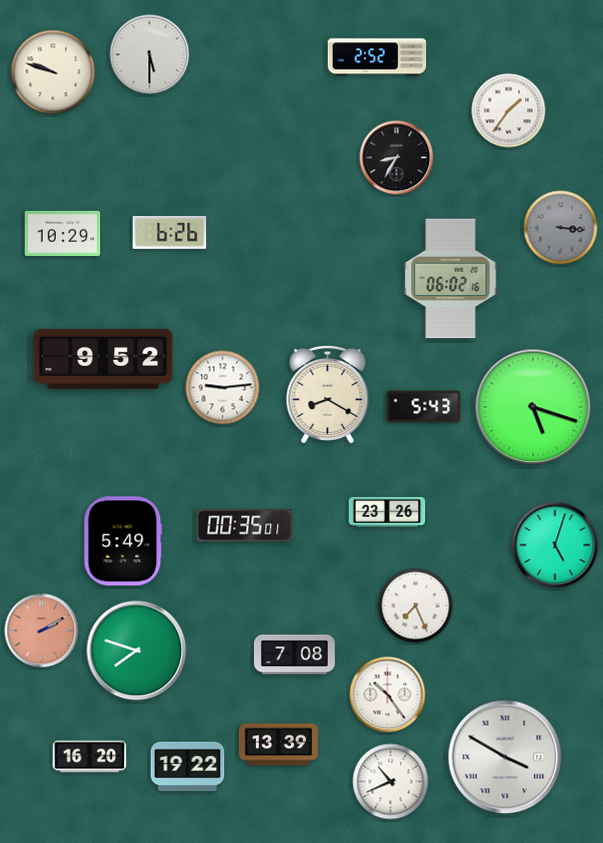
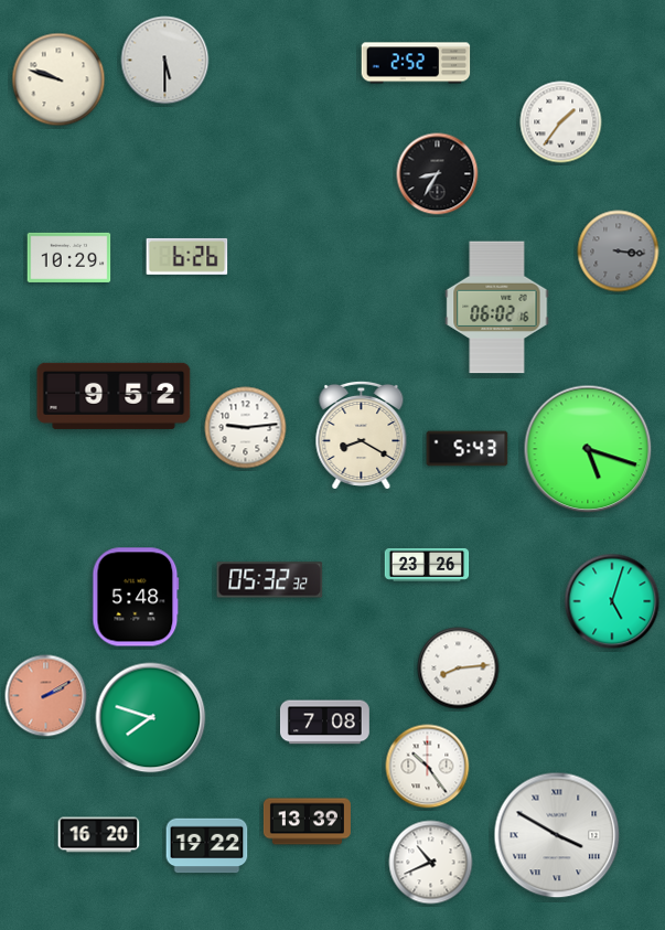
clock at (245, 526): 00:35 -> 05:32
clock at (123, 541): 5:49 -> 5:48
clock at (416, 606): 7:26 -> 8:14
